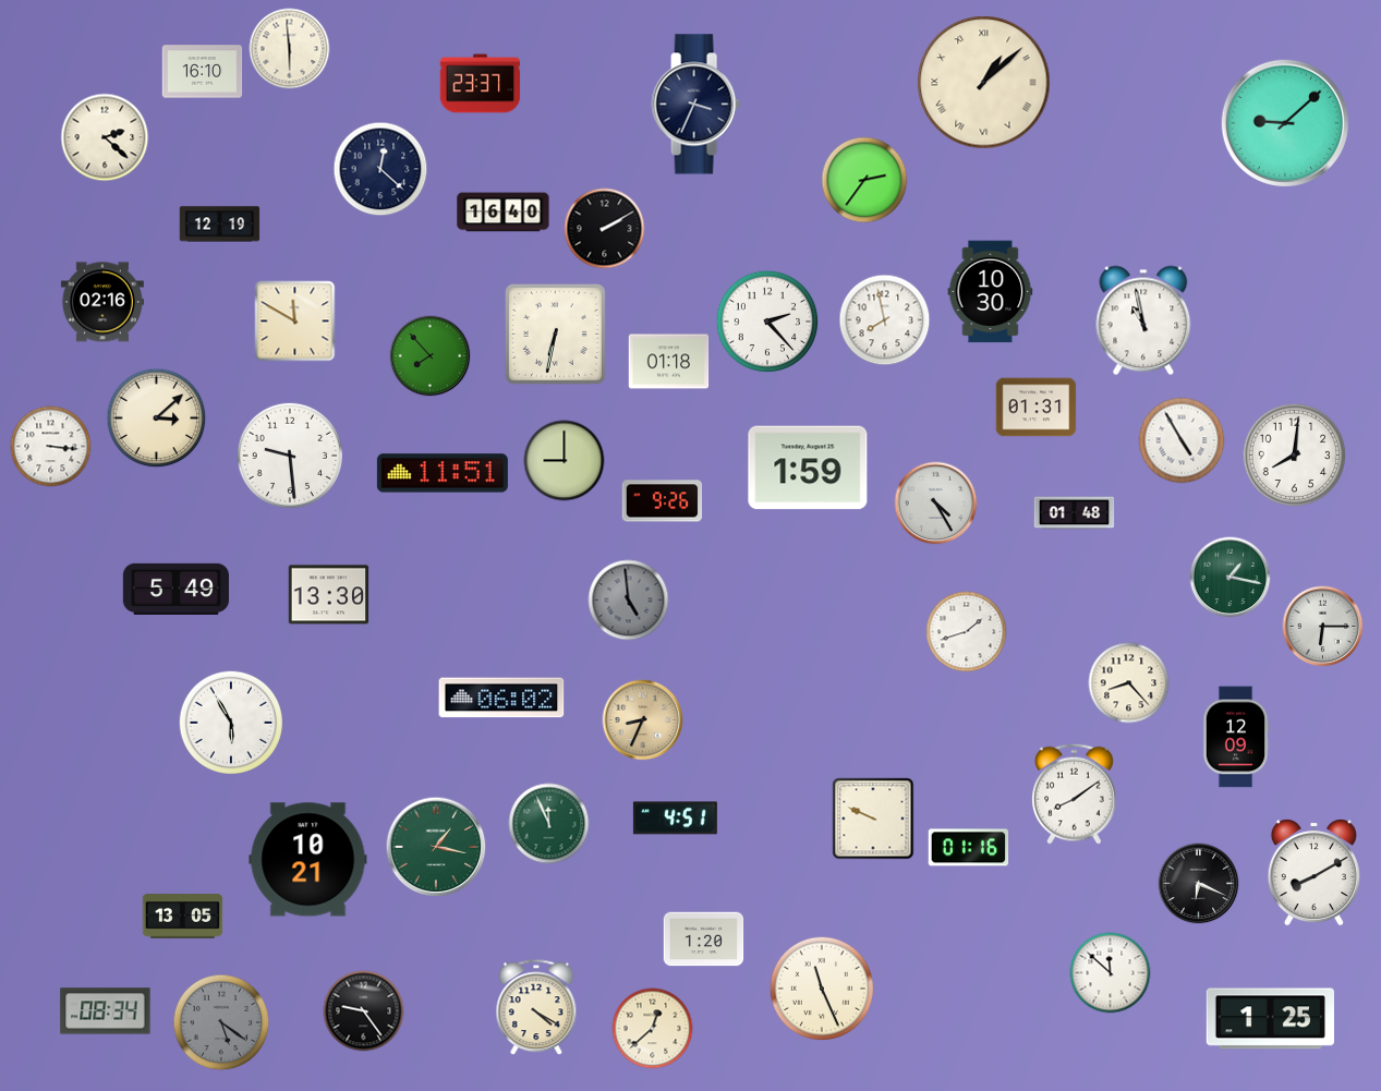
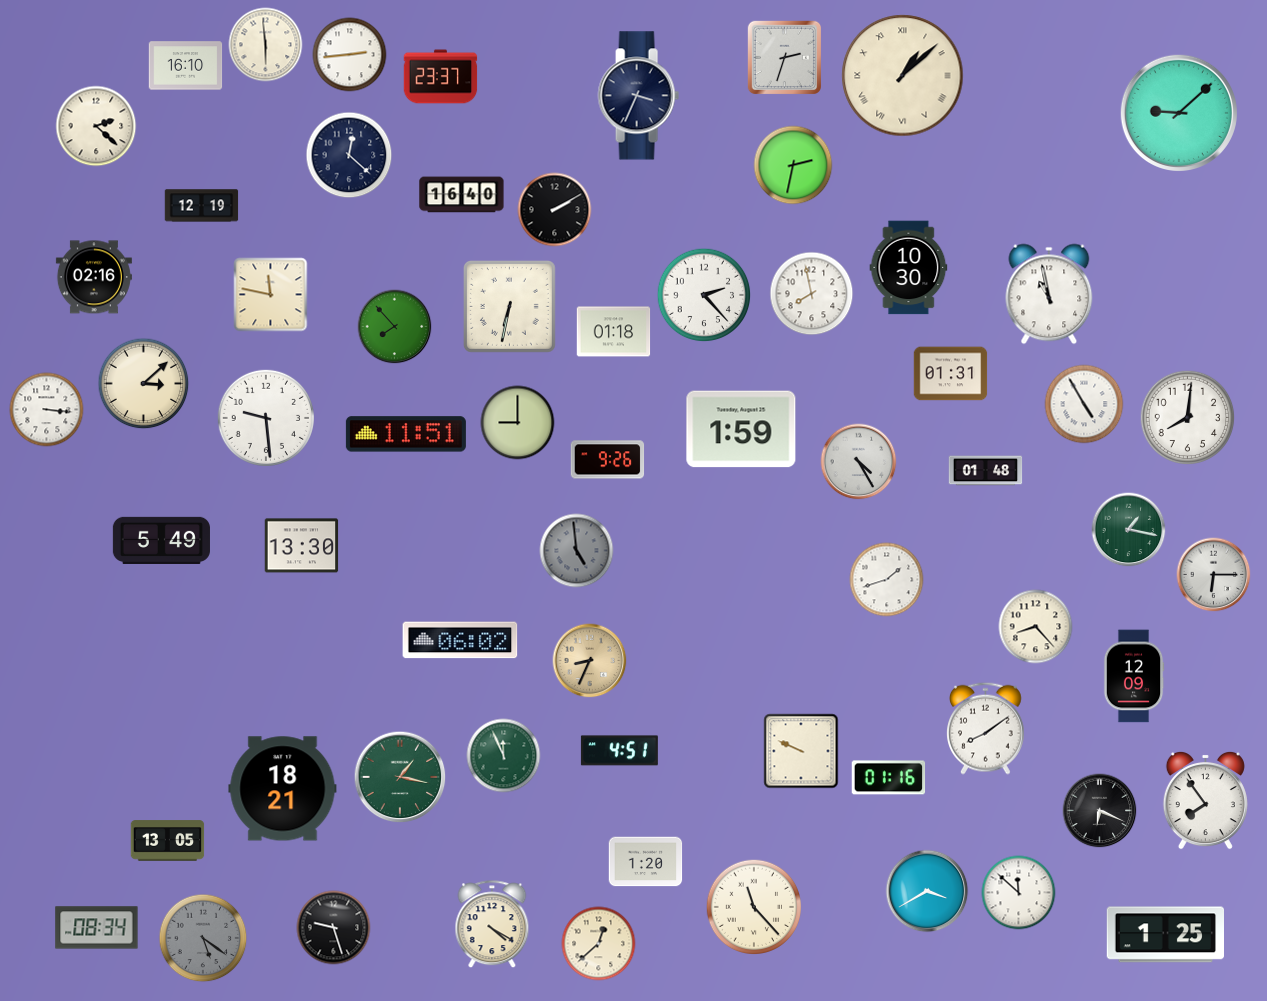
clock at (350, 55): none -> 2:44
clock at (784, 57): none -> 2:33
clock at (864, 180): 2:36 -> 2:32
clock at (295, 322): 11:50 -> 11:47
clock at (231, 723): 5:55 -> none
clock at (308, 860): 10:21 -> 18:21
clock at (1313, 872): 8:10 -> 7:54
clock at (927, 891): none -> 3:40
clock at (822, 989): 11:26 -> 11:23
clock at (364, 1011): 9:24 -> 9:27
